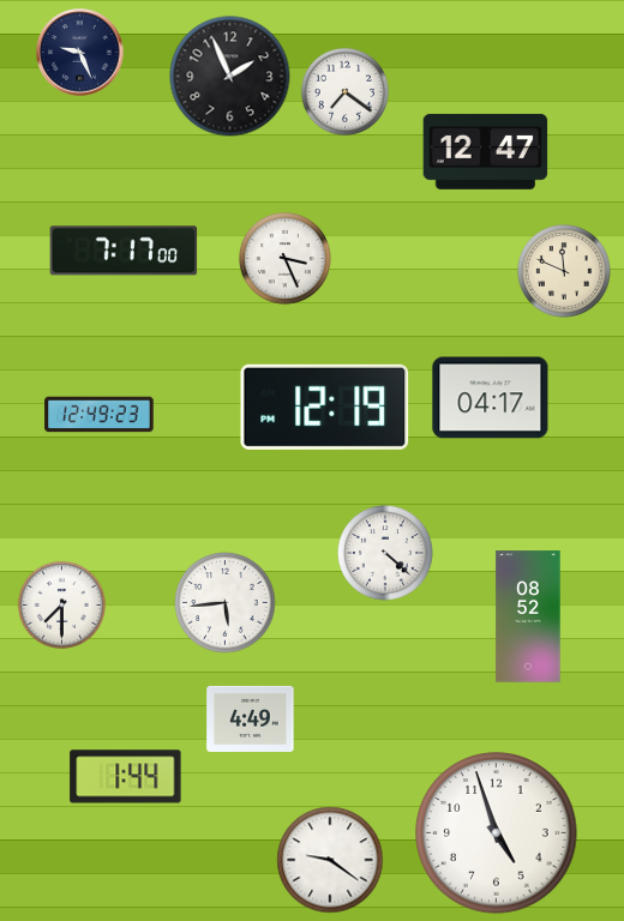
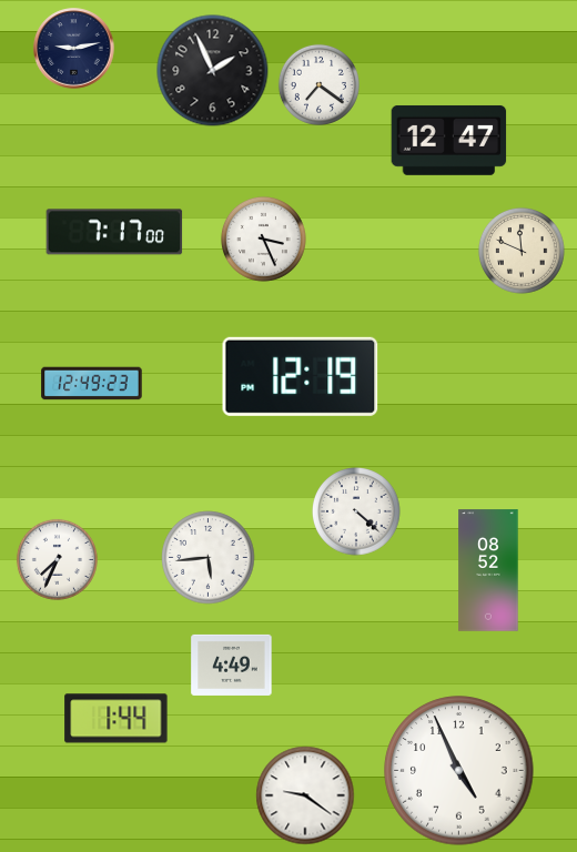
clock at (80, 53): 9:26 -> 9:13
clock at (491, 398): 04:17 -> none
clock at (61, 604): 7:30 -> 7:34
clock at (497, 833): 4:57 -> 4:56
